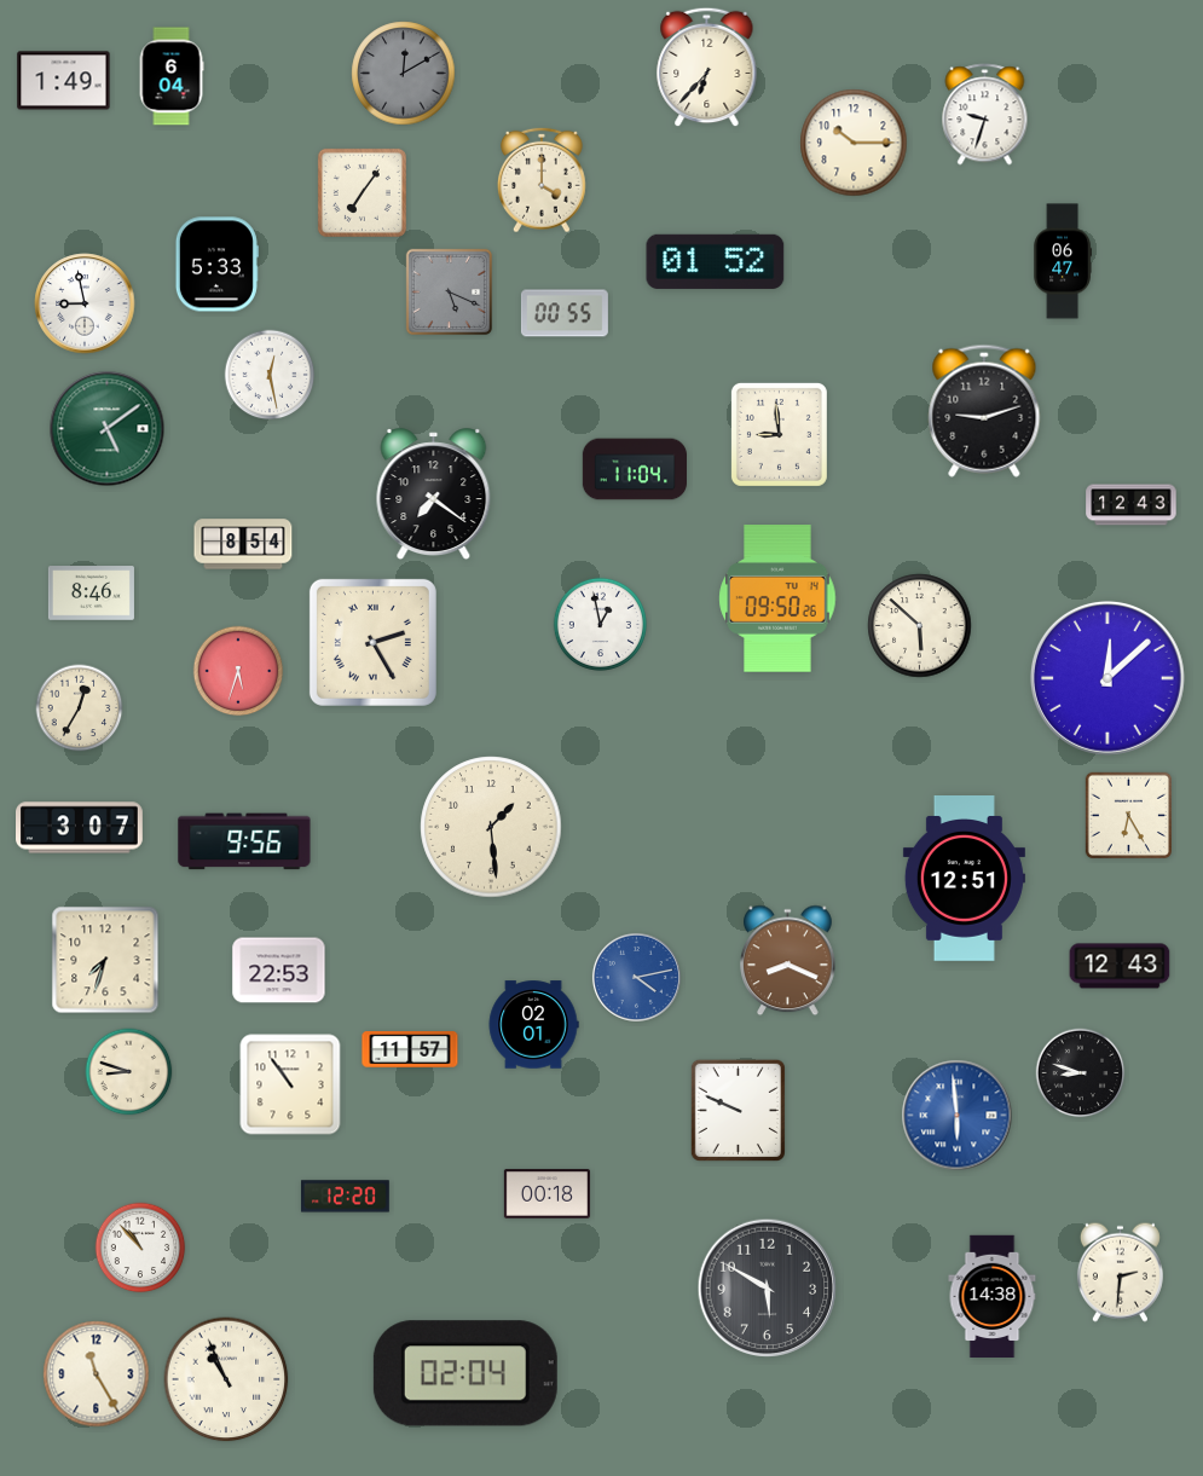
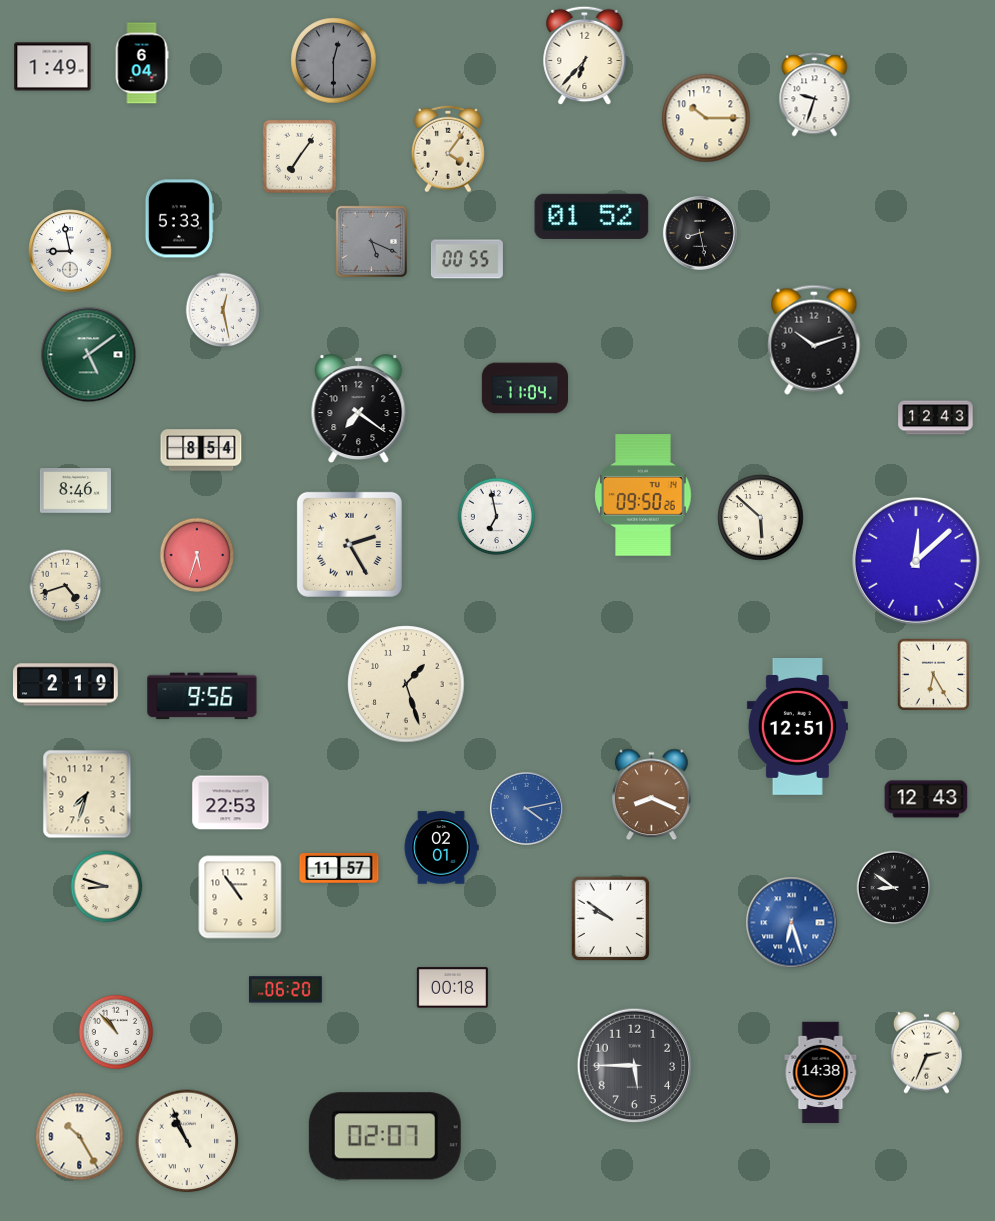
clock at (404, 74): 12:10 -> 12:30
clock at (543, 180): 4:00 -> 4:06
clock at (362, 192) position: (362, 192) -> (299, 156)
clock at (1062, 261): 06:47 -> none
clock at (700, 233): none -> 8:28
clock at (984, 411): 9:12 -> 10:12
clock at (779, 434): 8:59 -> none
clock at (600, 624): 12:58 -> 6:58
clock at (372, 642) position: (372, 642) -> (349, 544)
clock at (80, 708): 12:35 -> 4:42
clock at (491, 827): 1:29 -> 1:27
clock at (80, 828): 3:07 -> 2:19
clock at (1081, 1073): 8:48 -> 8:51
clock at (738, 1110): 9:49 -> 9:51
clock at (958, 1116): 5:59 -> 6:27
clock at (345, 1197): 12:20 -> 06:20
clock at (1120, 1272): 2:31 -> 2:34
clock at (768, 1289): 5:50 -> 5:45
clock at (465, 1373): 02:04 -> 02:07
clock at (97, 1374): 11:25 -> 10:25
